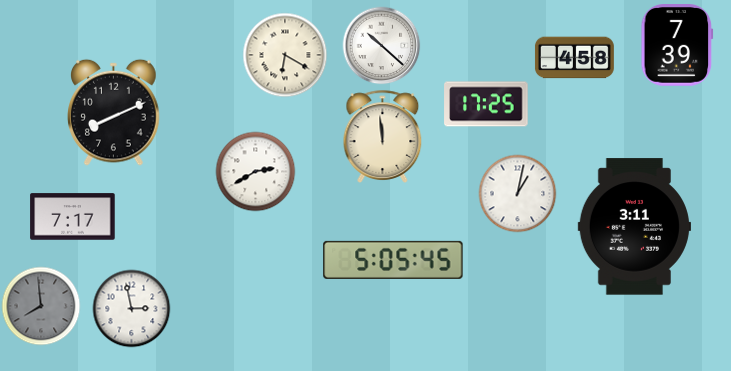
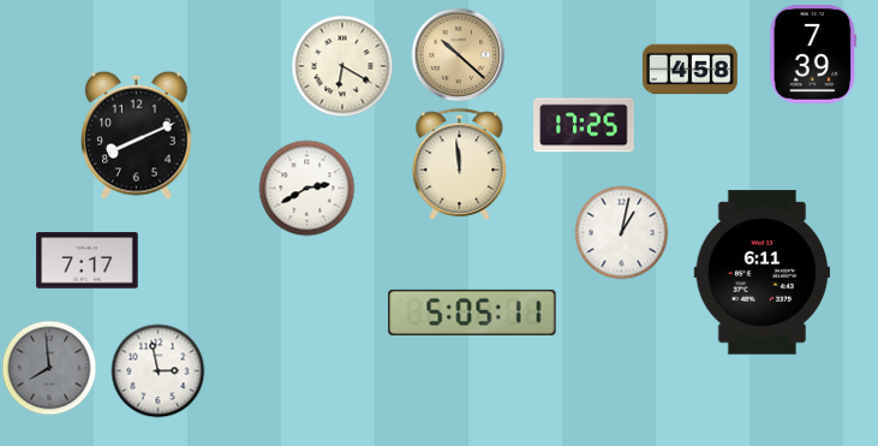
clock at (381, 45) dial: white -> champagne
clock at (255, 171) position: (255, 171) -> (306, 188)
clock at (634, 227): 3:11 -> 6:11
clock at (393, 260): 5:05:45 -> 5:05:11
